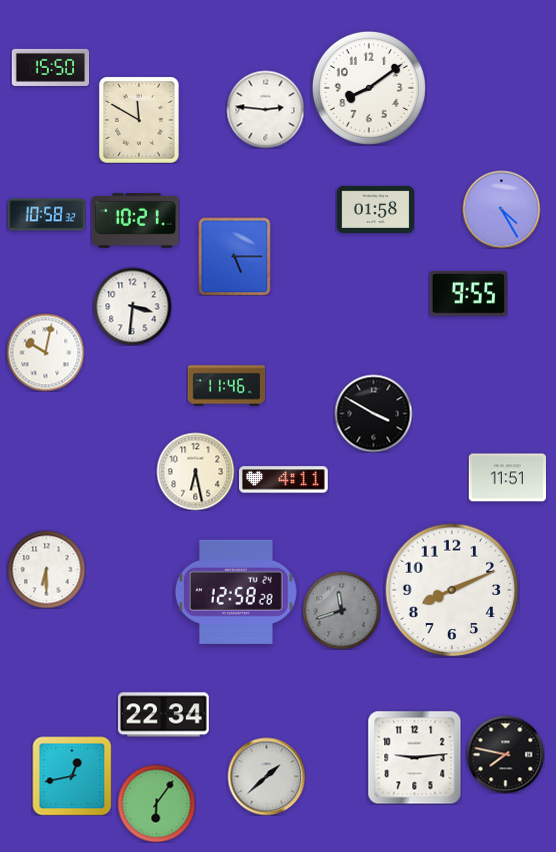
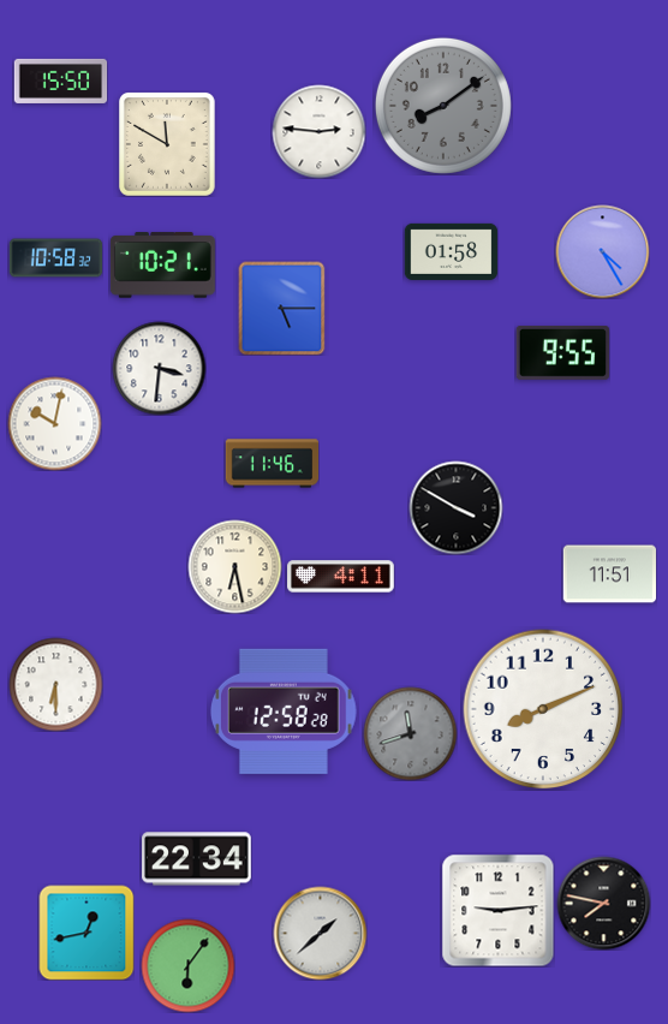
clock at (369, 88) dial: white -> grey
clock at (373, 413) position: (373, 413) -> (455, 507)
clock at (505, 754) position: (505, 754) -> (603, 903)
